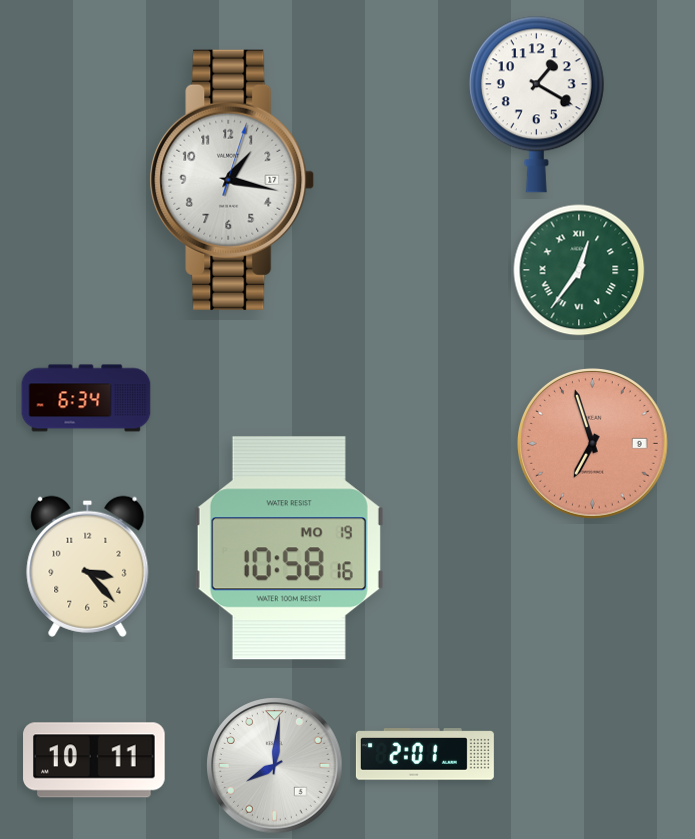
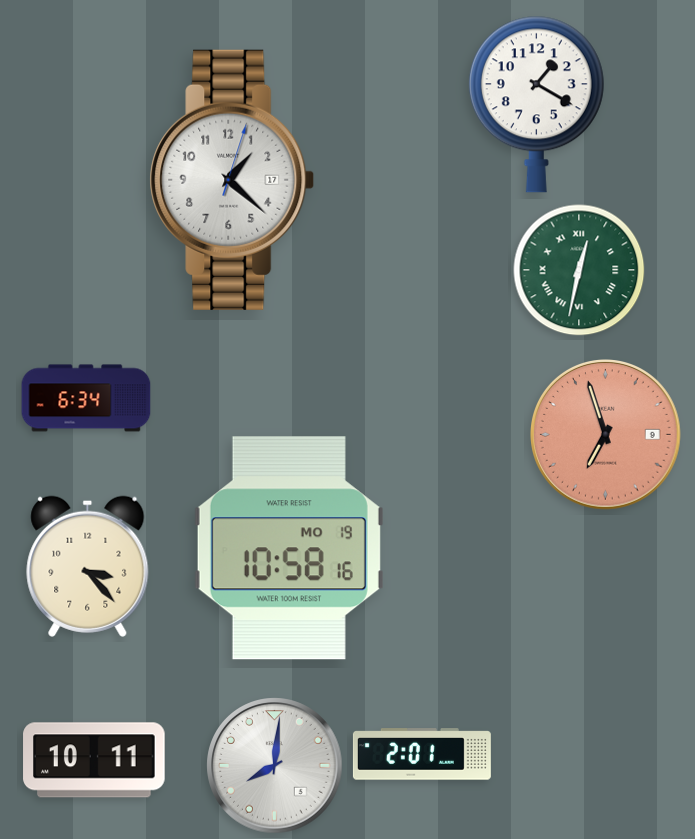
clock at (232, 180): 1:17 -> 1:22
clock at (579, 270): 12:36 -> 12:32
clock at (593, 444) position: (593, 444) -> (606, 435)
clock at (425, 754) position: (425, 754) -> (422, 754)
